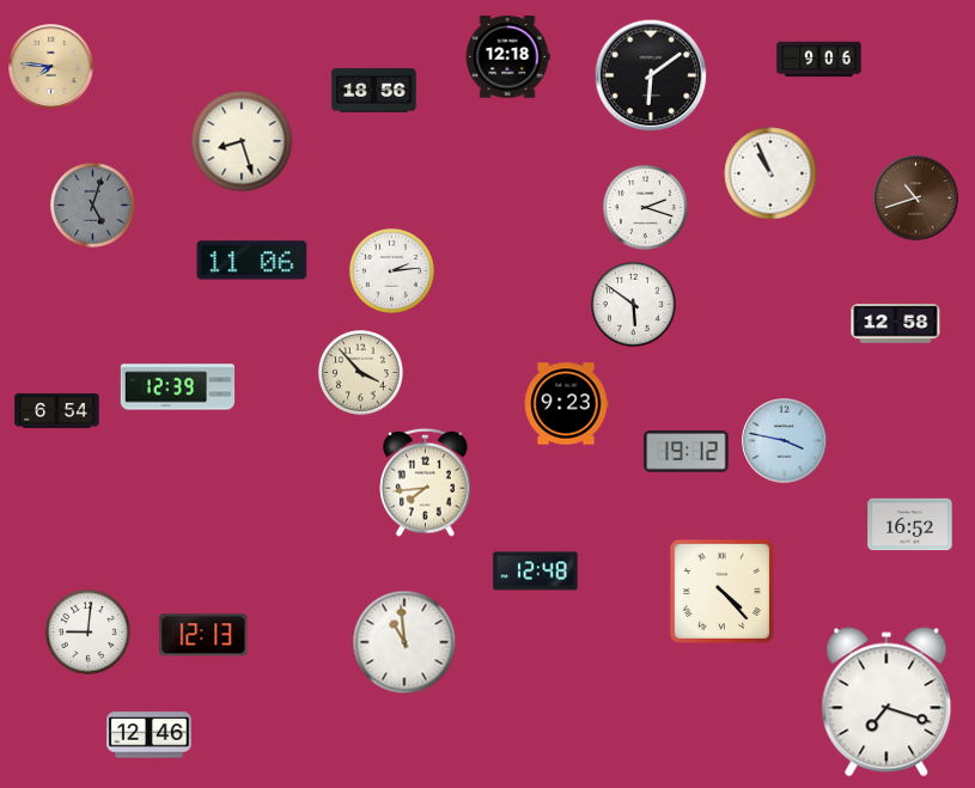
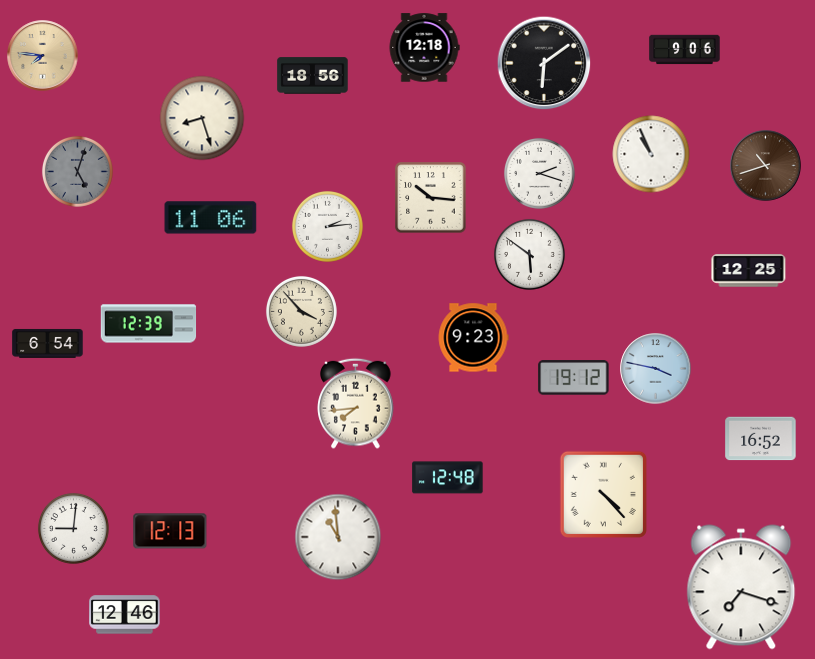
clock at (770, 173) position: (770, 173) -> (651, 154)
clock at (431, 198): none -> 10:16
clock at (896, 324): 12:58 -> 12:25
